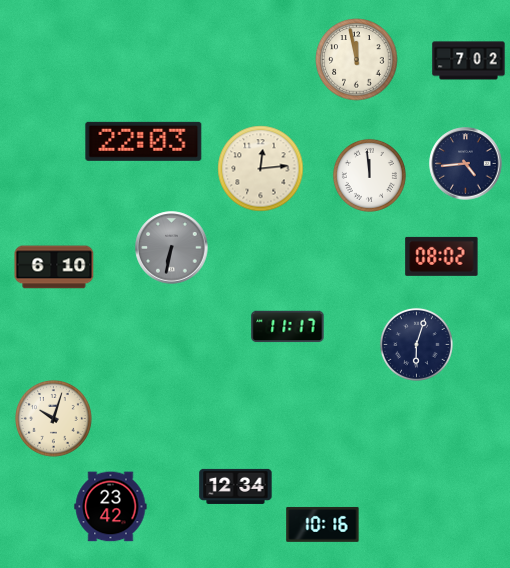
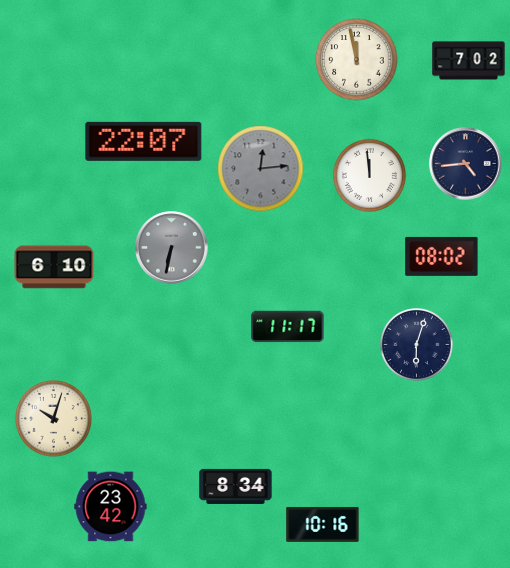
clock at (144, 141): 22:03 -> 22:07
clock at (261, 169) dial: cream -> grey
clock at (236, 486): 12:34 -> 8:34
